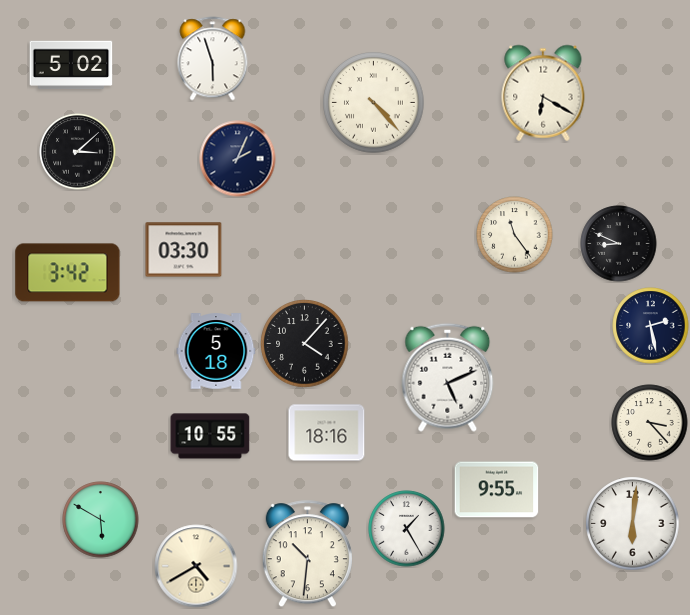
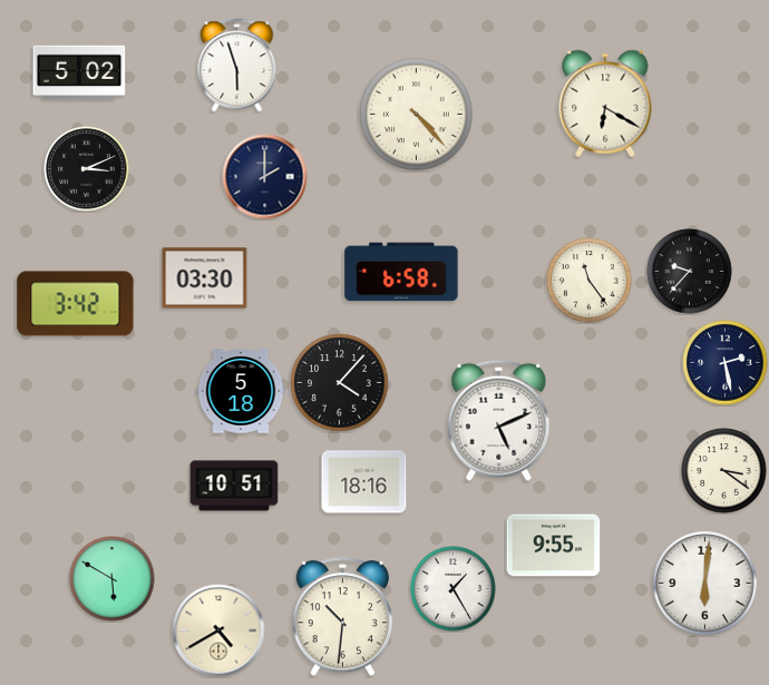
clock at (78, 152): 3:08 -> 3:11
clock at (238, 159): 2:04 -> 2:00
clock at (515, 235) position: (515, 235) -> (590, 281)
clock at (401, 272): none -> 6:58
clock at (619, 244): 8:49 -> 9:37
clock at (650, 423): 3:23 -> 3:21
clock at (210, 436): 10:55 -> 10:51
